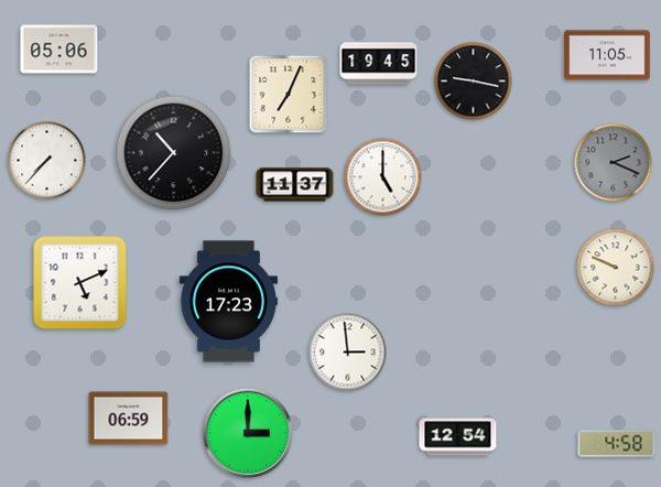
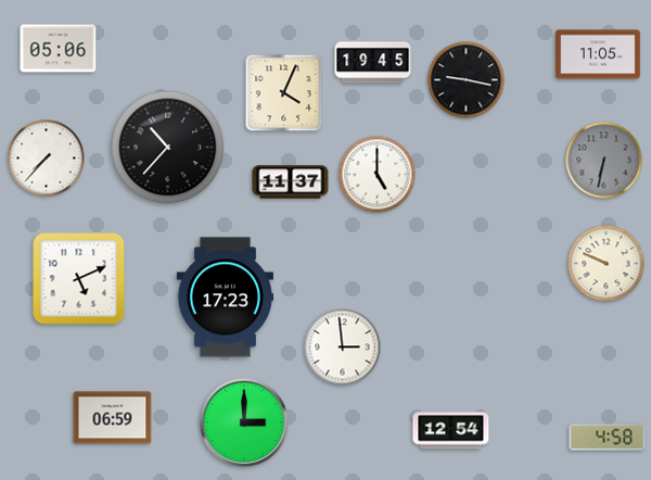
clock at (289, 95): 7:04 -> 4:04
clock at (174, 153) position: (174, 153) -> (168, 148)
clock at (614, 163): 2:19 -> 6:32
clock at (129, 419) position: (129, 419) -> (113, 418)
clock at (248, 433) position: (248, 433) -> (244, 422)
